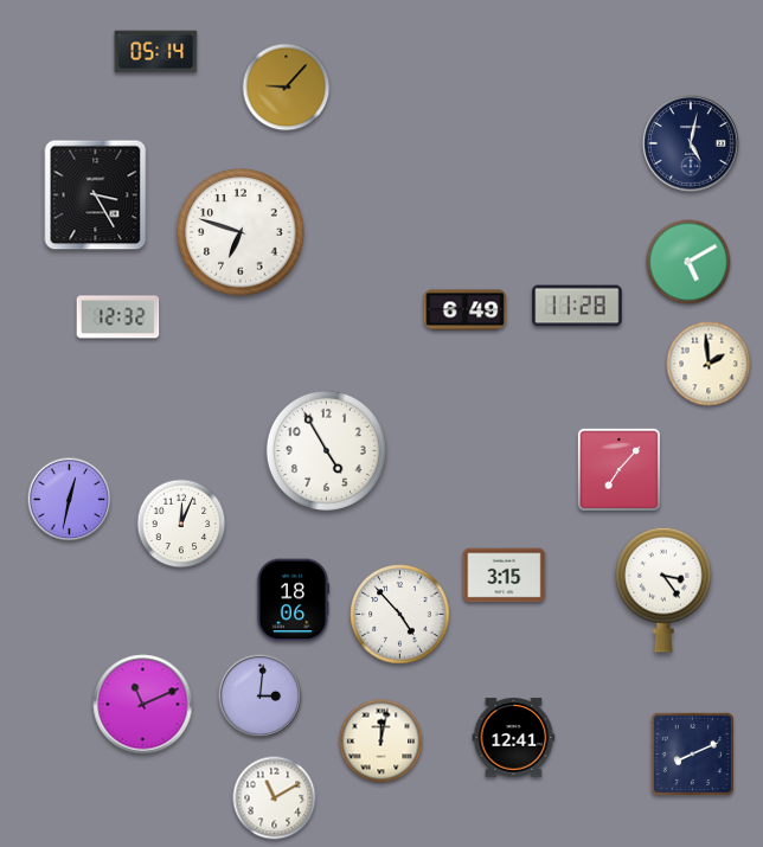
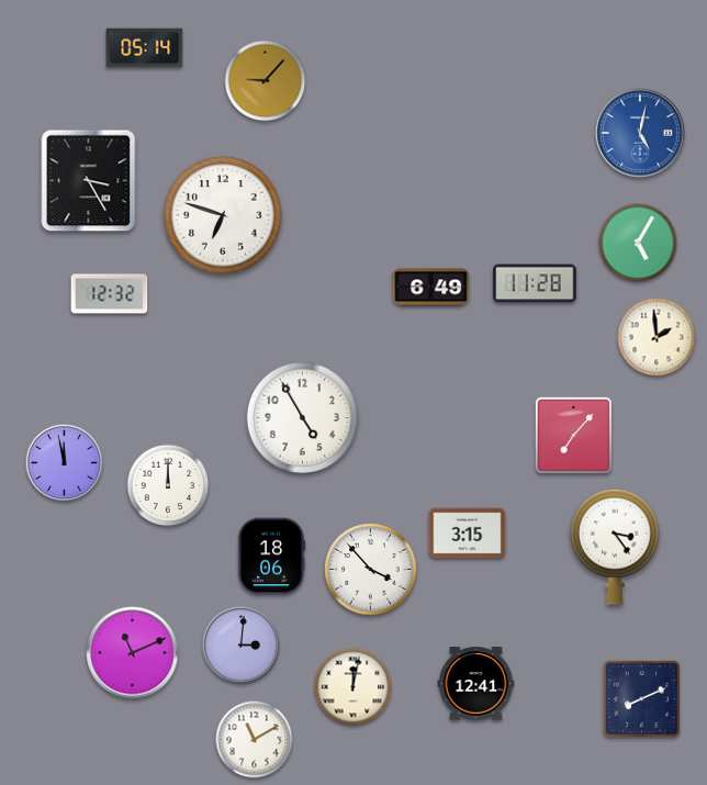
clock at (691, 143) dial: navy -> blue
clock at (688, 262): 5:10 -> 5:05
clock at (70, 500): 12:32 -> 11:58
clock at (181, 524): 12:04 -> 12:00
clock at (400, 615): 4:53 -> 3:53
